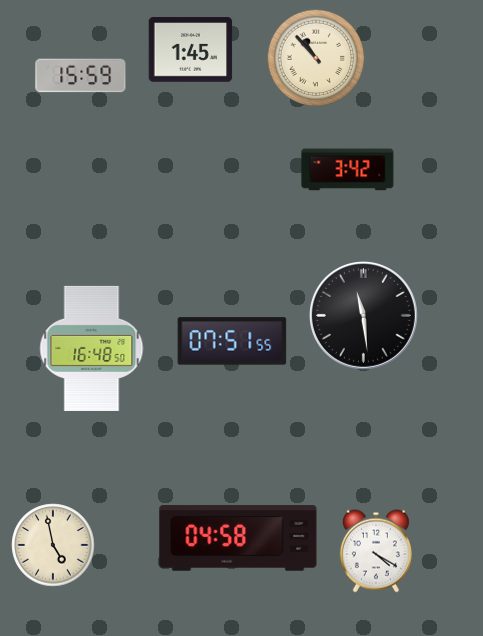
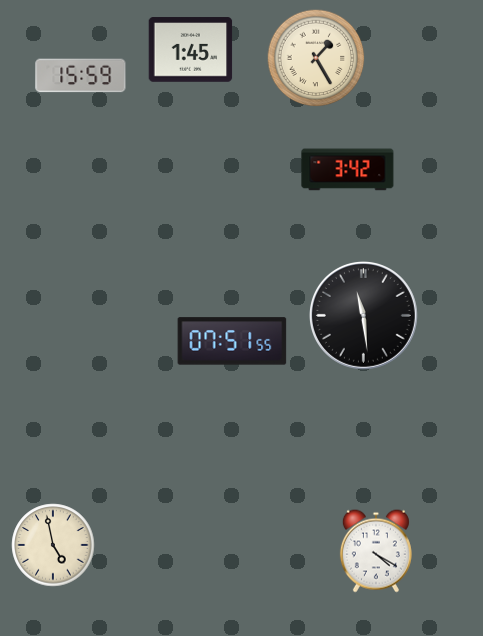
clock at (316, 58): 10:53 -> 1:25
clock at (92, 348): 16:48 -> none
clock at (238, 538): 04:58 -> none
